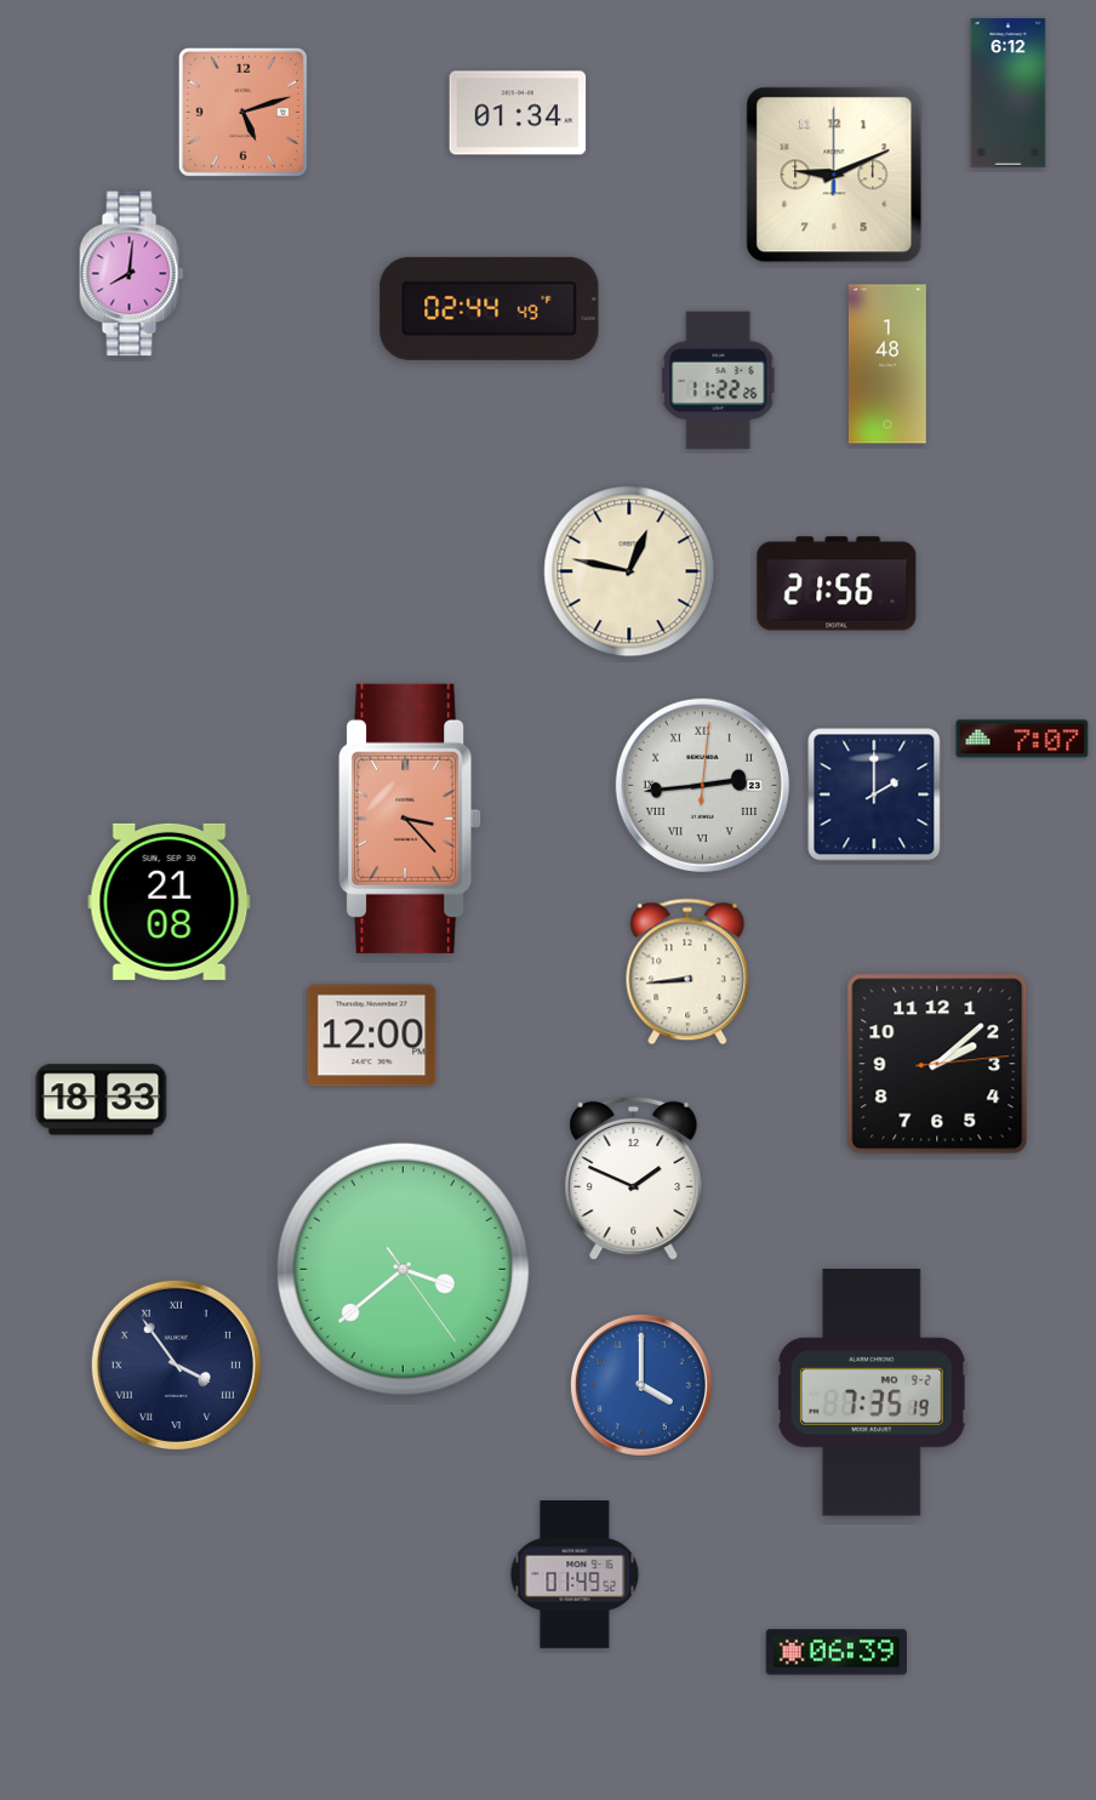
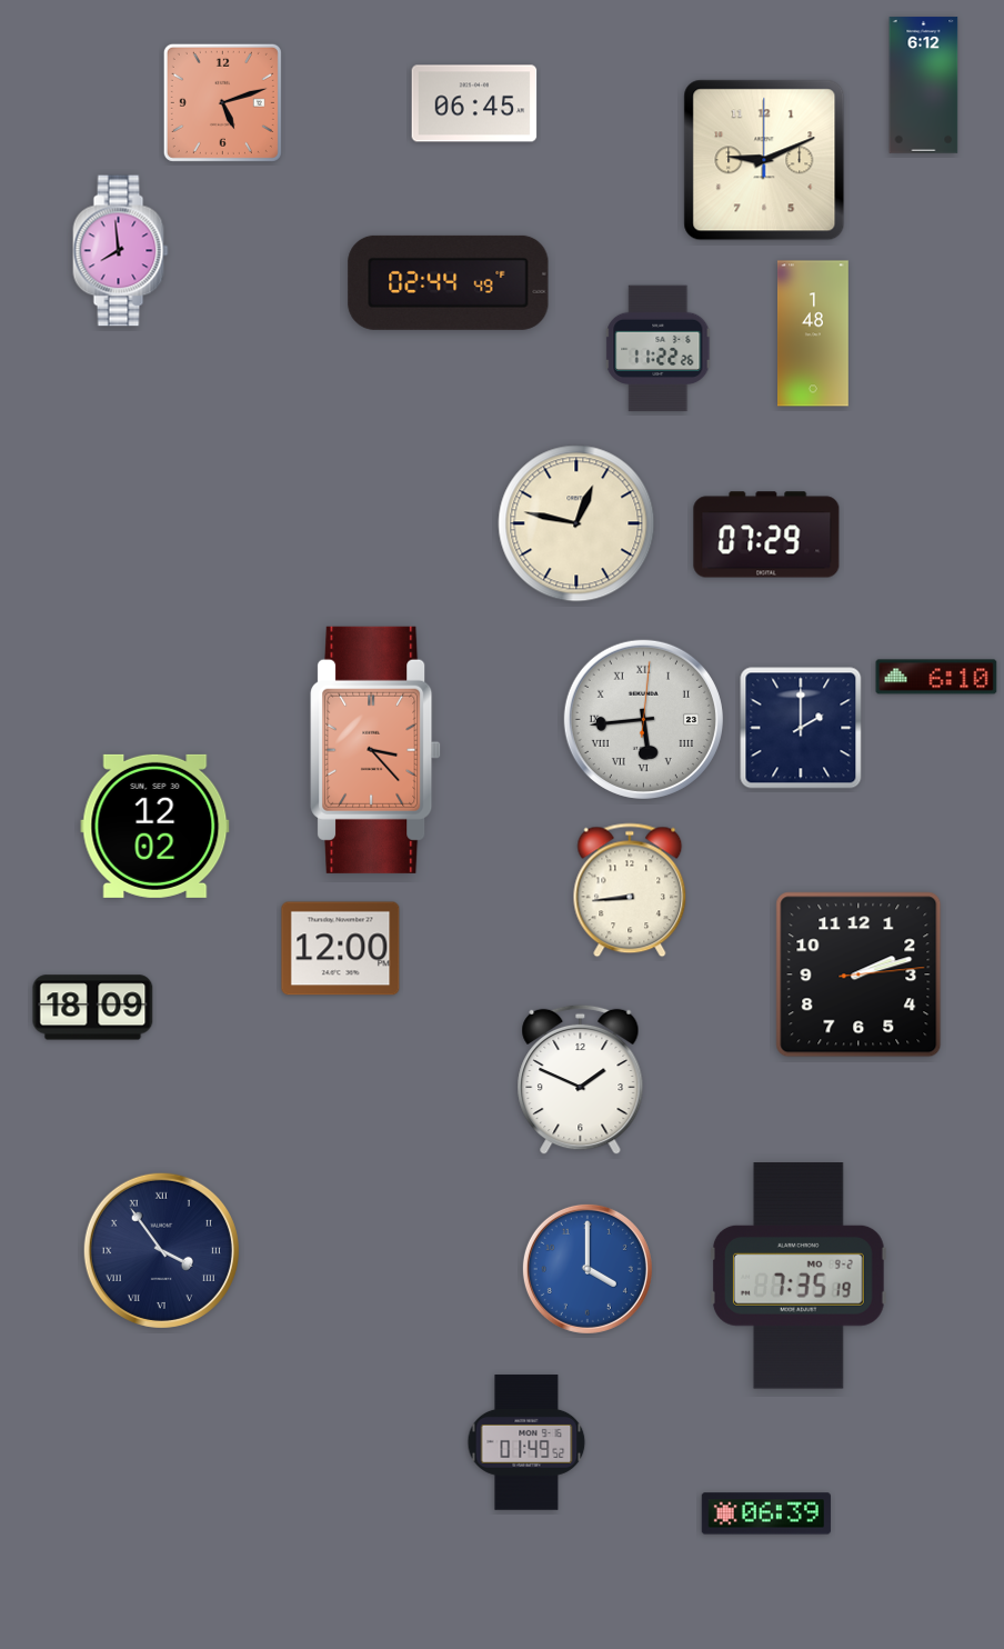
clock at (518, 113): 01:34 -> 06:45
clock at (132, 274): 8:01 -> 7:59
clock at (837, 583): 21:56 -> 07:29
clock at (1022, 739): 7:07 -> 6:10
clock at (702, 785): 2:44 -> 5:44
clock at (170, 901): 21:08 -> 12:02
clock at (937, 1064): 2:08 -> 2:12
clock at (102, 1100): 18:33 -> 18:09
clock at (403, 1269): 3:38 -> none
